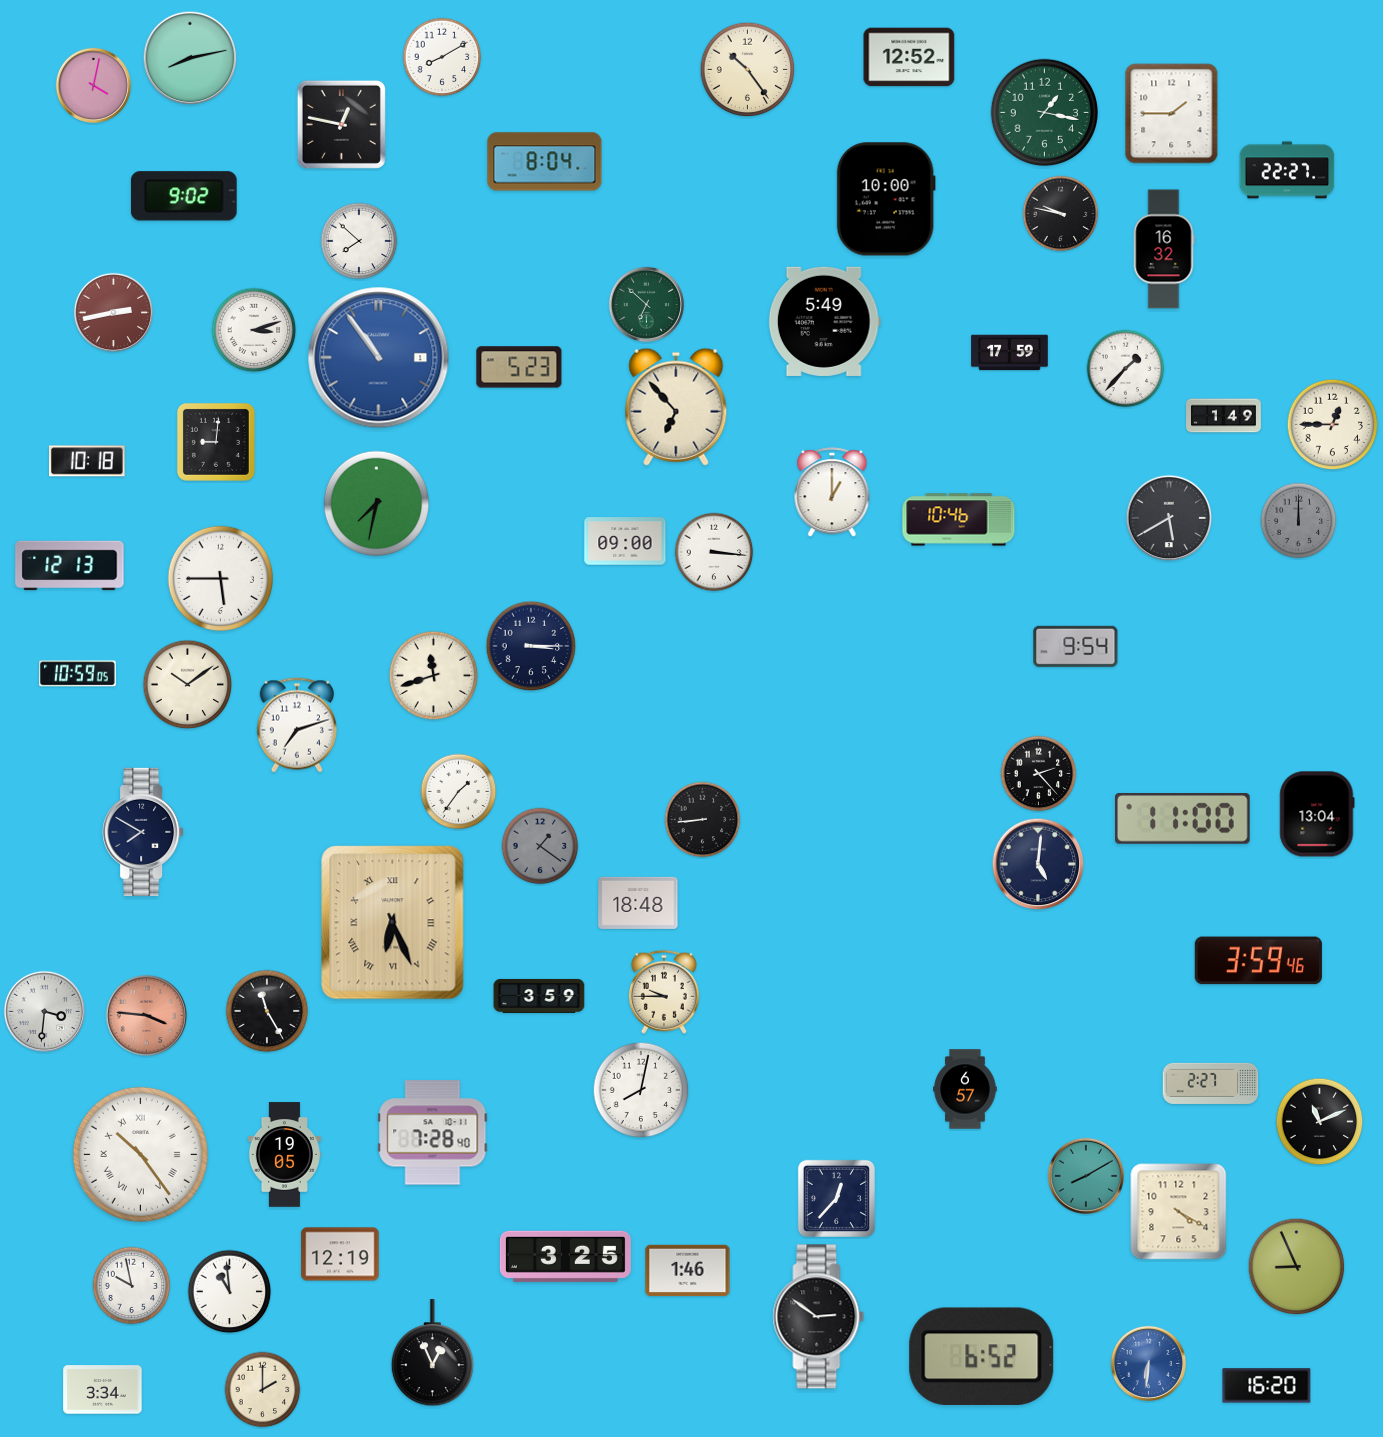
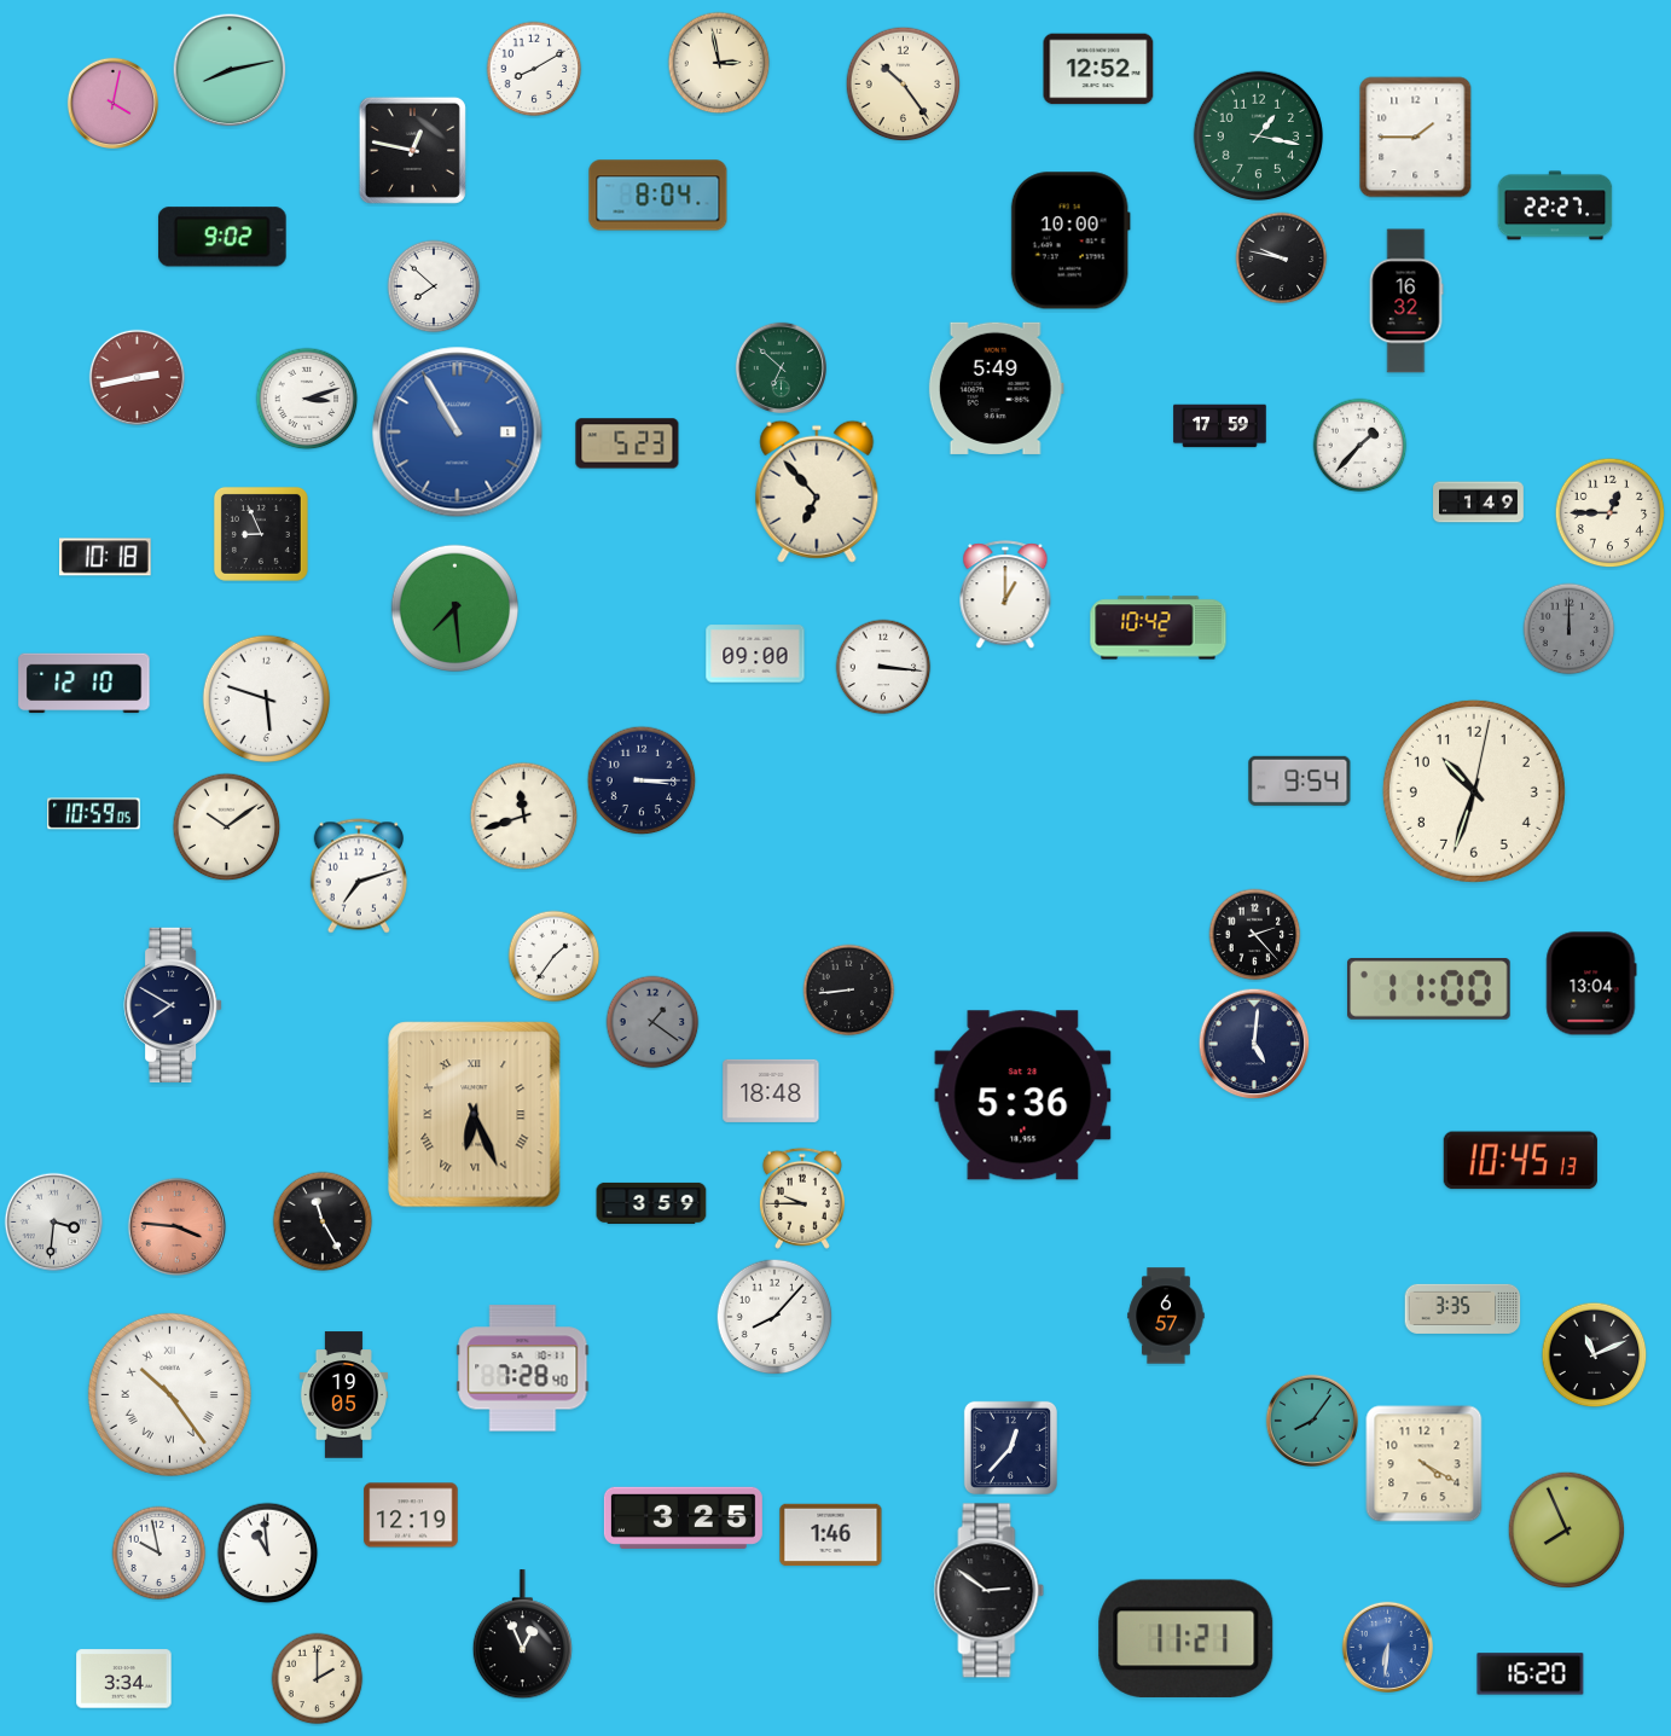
clock at (719, 63): none -> 2:58
clock at (1044, 112) position: (1044, 112) -> (1258, 135)
clock at (359, 241) position: (359, 241) -> (434, 286)
clock at (379, 358): 10:54 -> 10:55
clock at (216, 442): 9:01 -> 8:56
clock at (376, 503): 7:32 -> 7:29
clock at (1169, 518): 5:40 -> none
clock at (959, 520): 10:46 -> 10:42
clock at (714, 552) position: (714, 552) -> (883, 667)
clock at (70, 566): 12:13 -> 12:10
clock at (220, 578): 5:45 -> 5:48
clock at (1474, 791): none -> 10:33
clock at (1023, 1096): none -> 5:36
clock at (1258, 961): 3:59 -> 10:45
clock at (1211, 1083): 2:27 -> 3:35
clock at (641, 1090): 8:02 -> 8:07
clock at (1085, 1175): 8:10 -> 8:06
clock at (1297, 1267): 8:56 -> 7:56
clock at (230, 1292) position: (230, 1292) -> (268, 1554)
clock at (982, 1356): 6:52 -> 11:21
